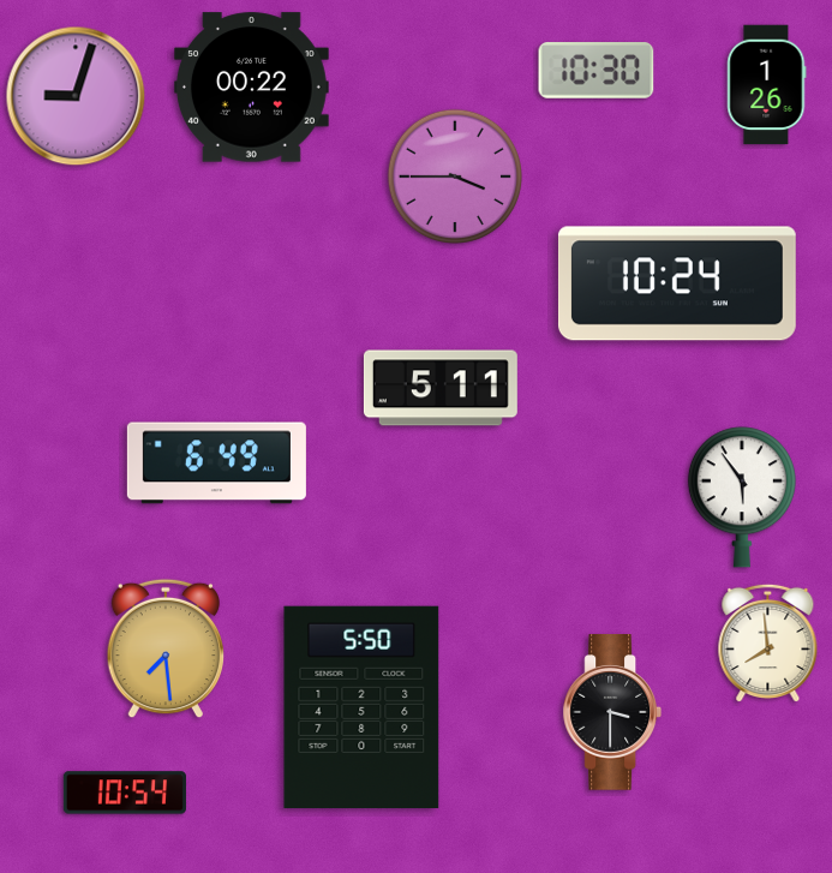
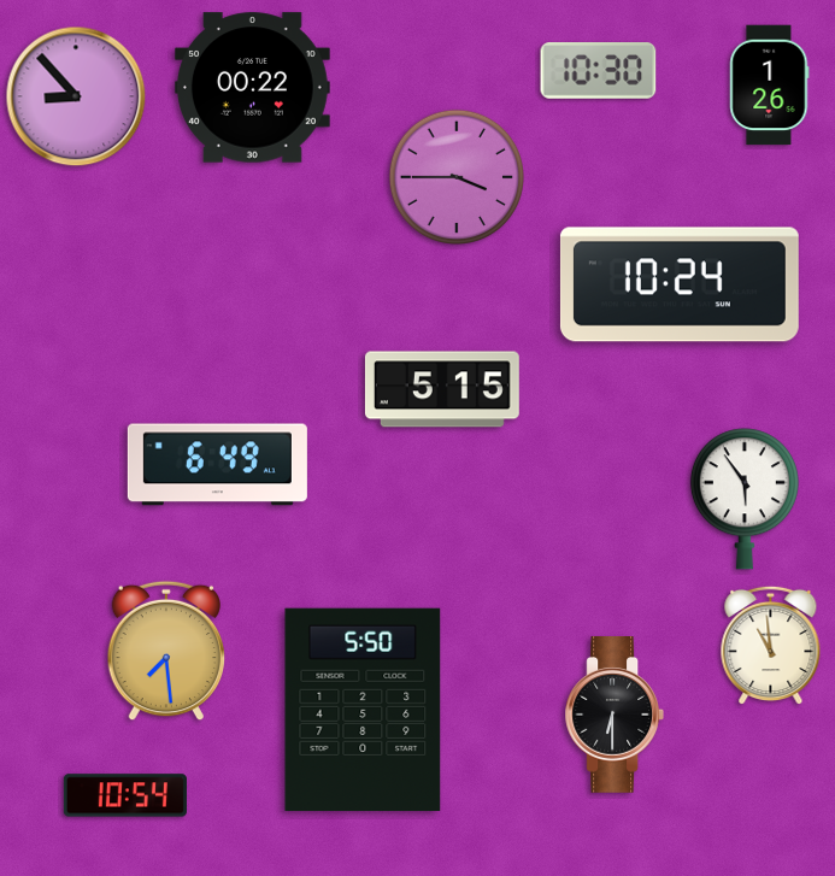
clock at (76, 96): 9:03 -> 8:53
clock at (441, 388): 5:11 -> 5:15
clock at (768, 644): 7:59 -> 10:59
clock at (611, 713): 3:30 -> 6:30
